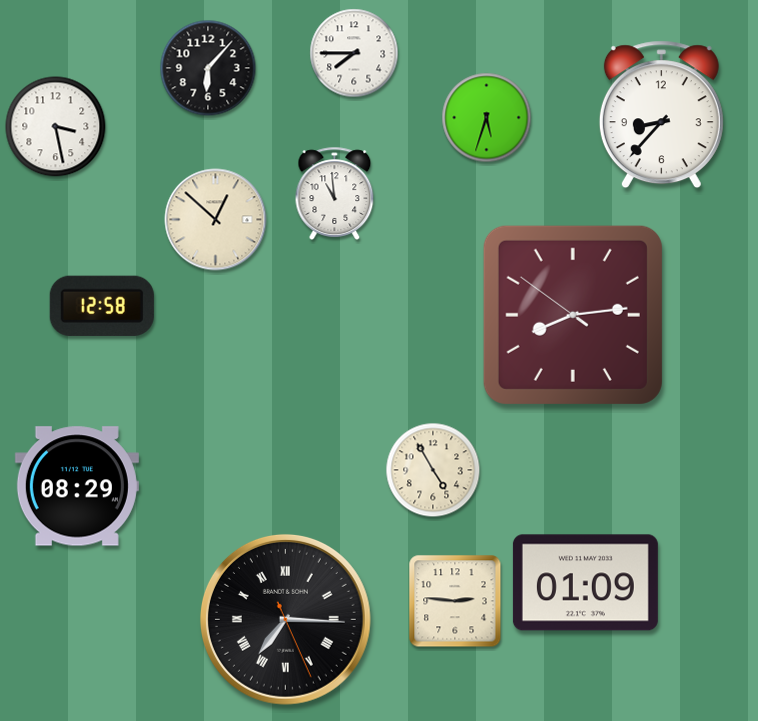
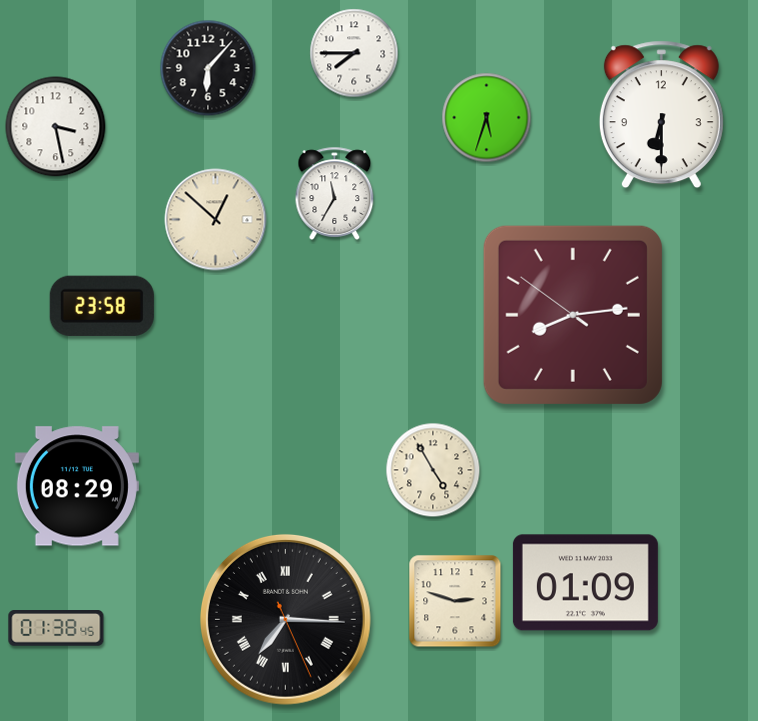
clock at (661, 115): 8:37 -> 6:30
clock at (335, 193): 10:59 -> 11:35
clock at (102, 306): 12:58 -> 23:58
clock at (455, 601): 2:46 -> 2:48
clock at (56, 628): none -> 01:38
